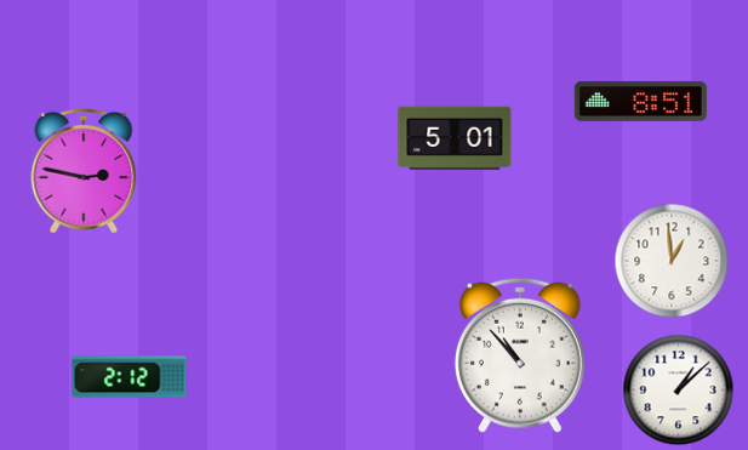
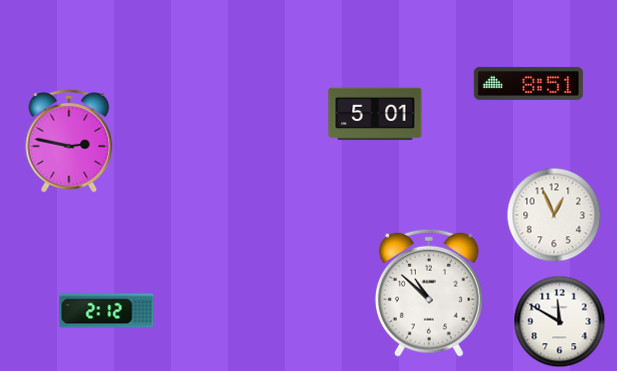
clock at (672, 261): 12:59 -> 12:56
clock at (520, 355): 10:53 -> 10:52
clock at (679, 391): 1:08 -> 11:50
